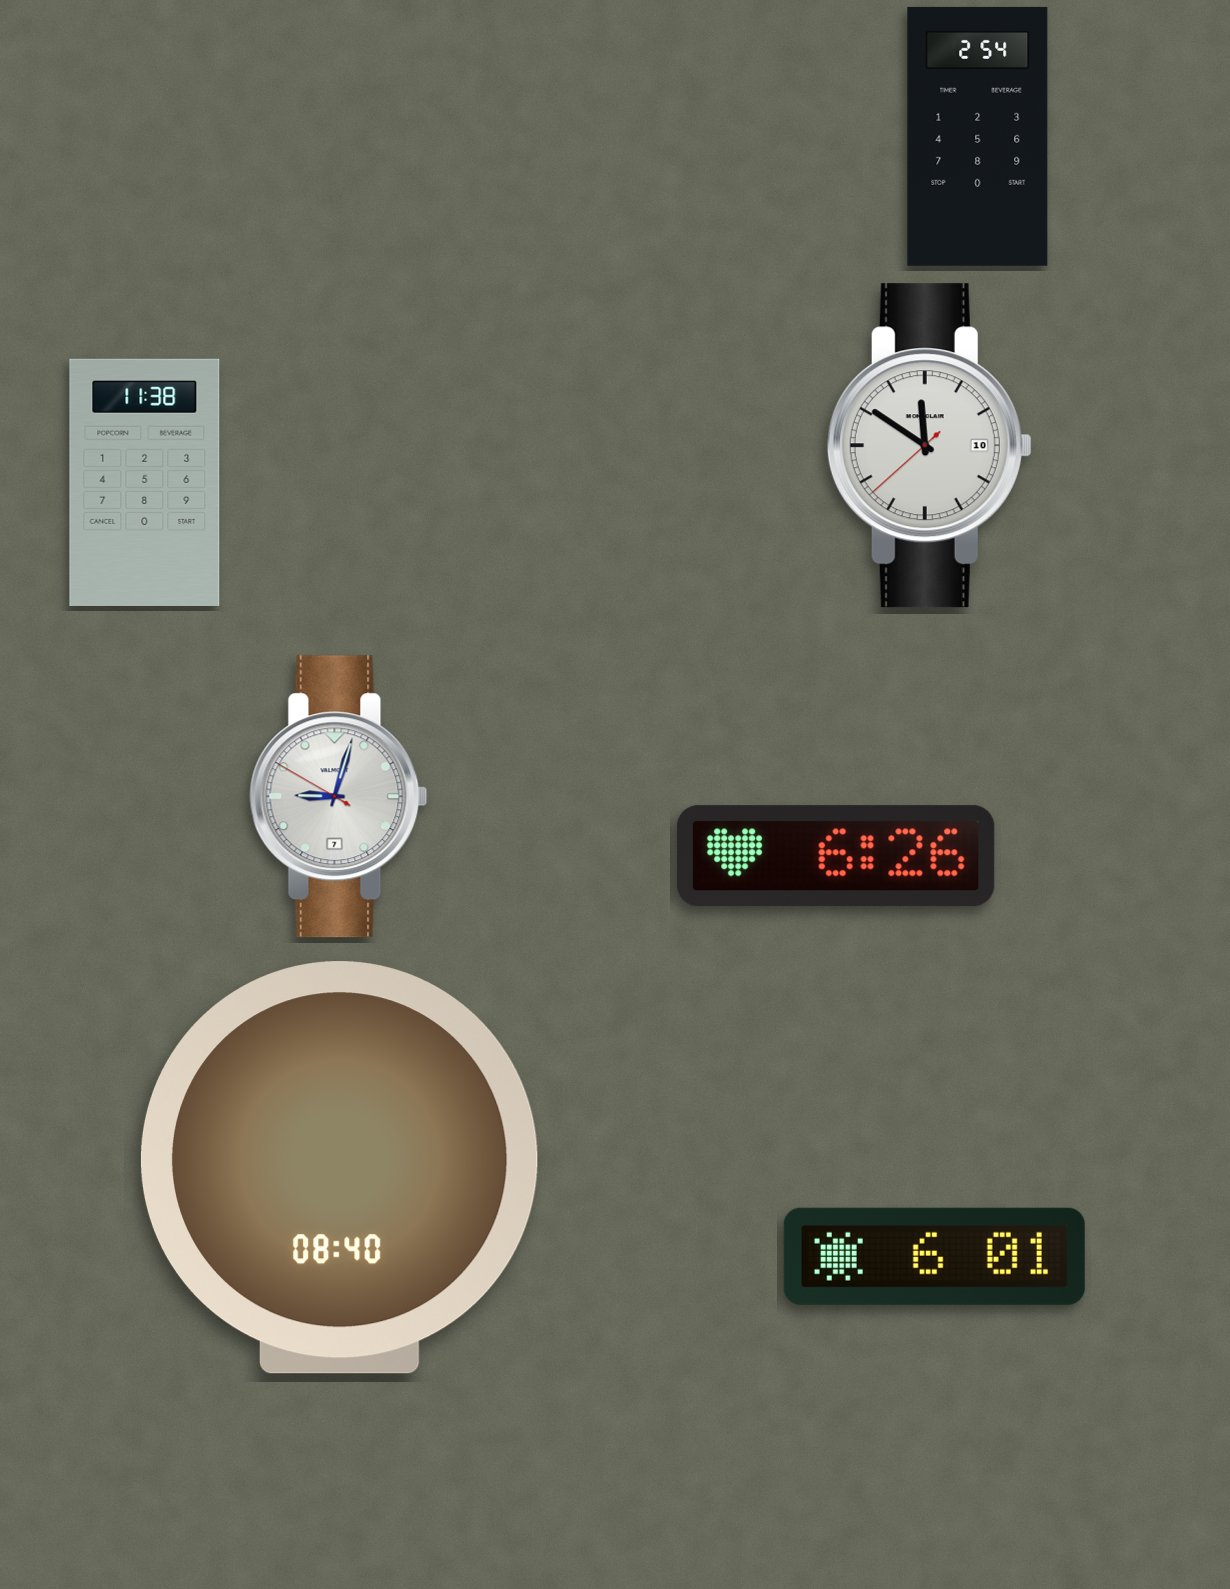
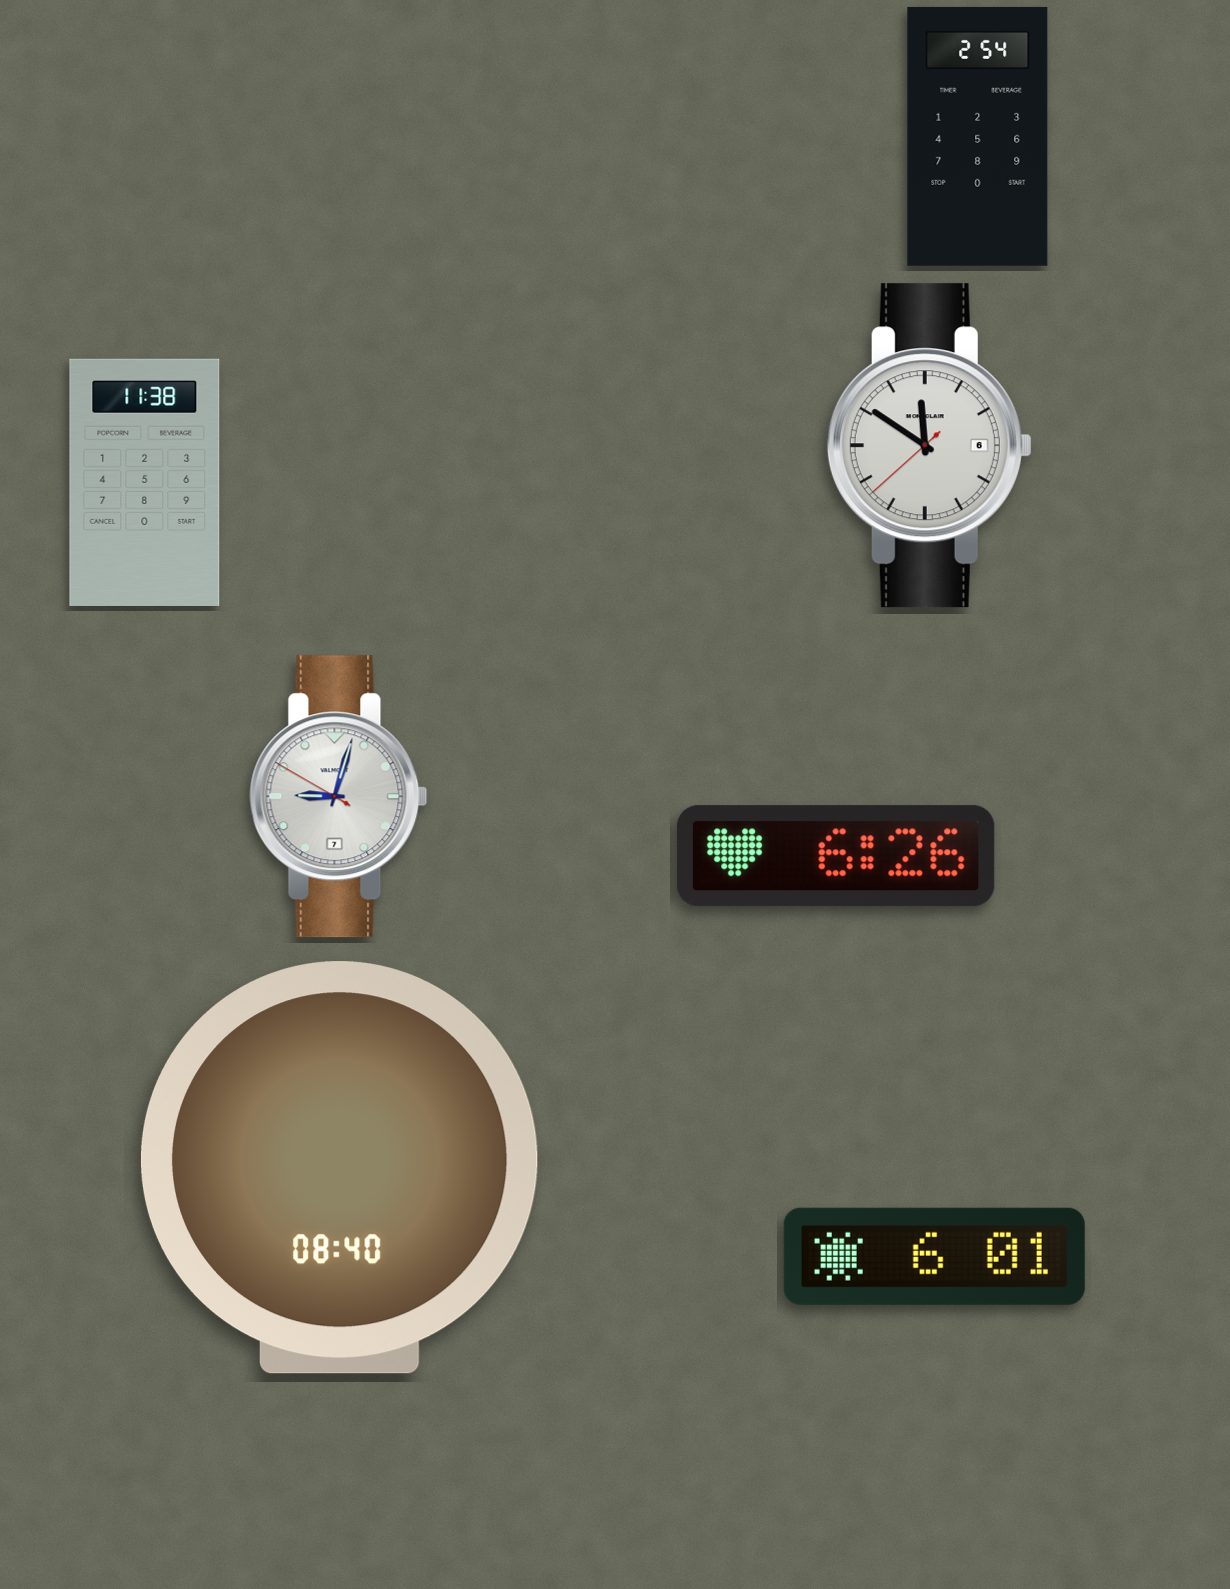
clock at (929, 446) date: 10 -> 6
